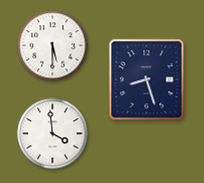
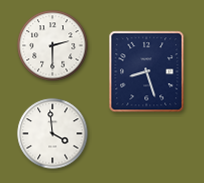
clock at (53, 46): 5:30 -> 2:30
clock at (147, 80) position: (147, 80) -> (147, 72)
